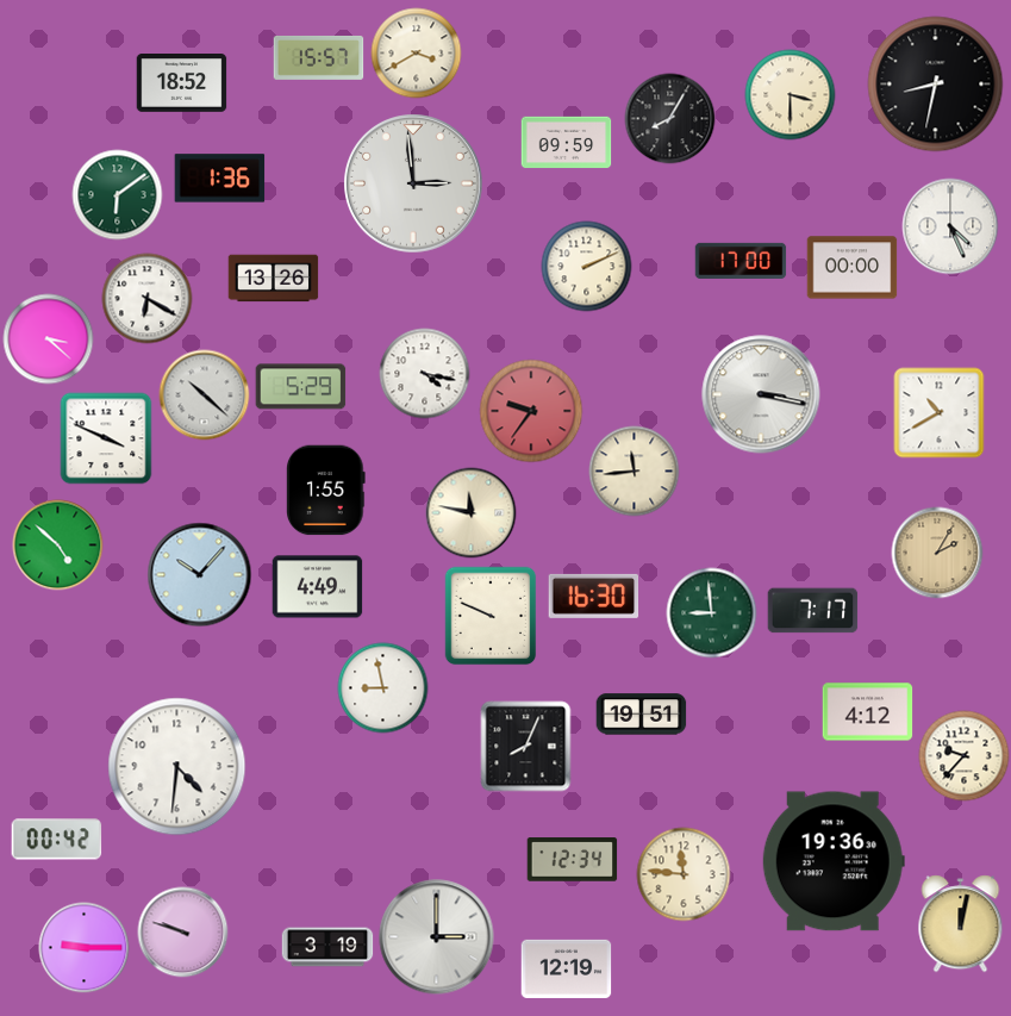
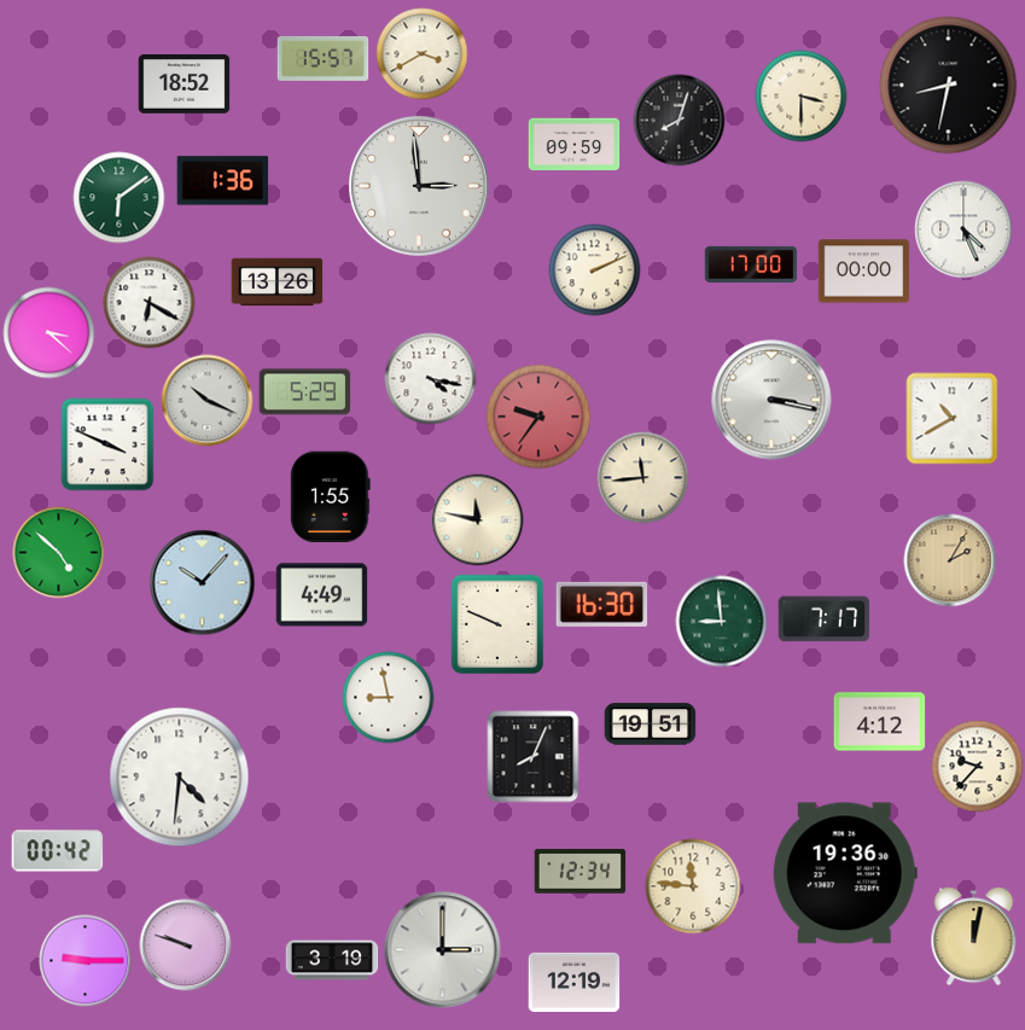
clock at (670, 119): 8:05 -> 8:03
clock at (49, 339) position: (49, 339) -> (49, 333)
clock at (205, 395): 10:22 -> 10:19
